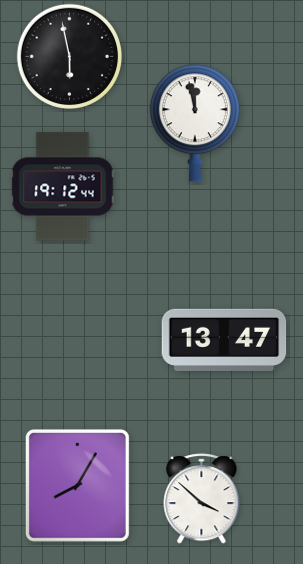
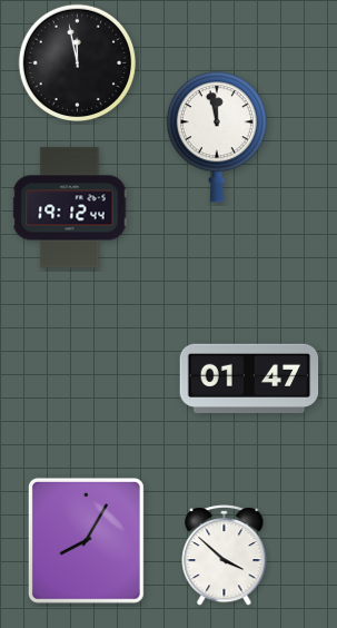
clock at (69, 56): 5:58 -> 11:58
clock at (224, 340): 13:47 -> 01:47
